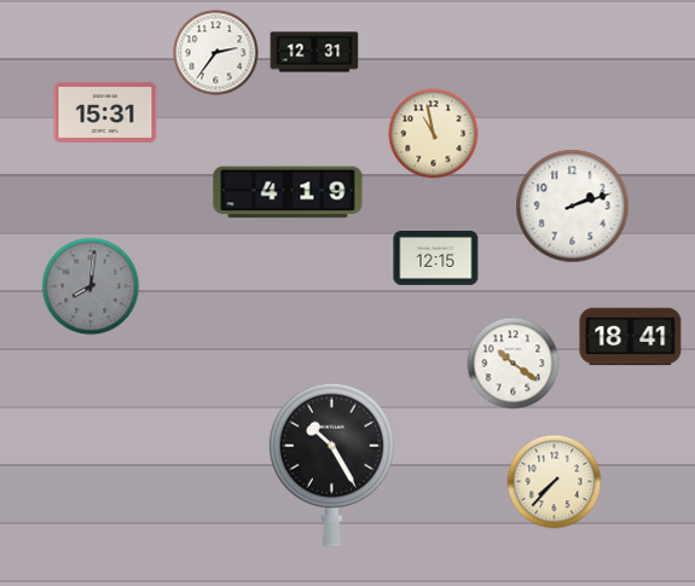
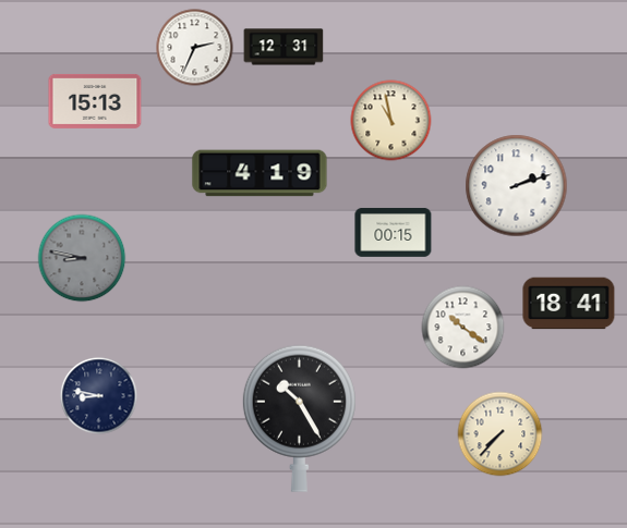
clock at (216, 53): 2:36 -> 2:34
clock at (105, 112): 15:31 -> 15:13
clock at (436, 259): 12:15 -> 00:15
clock at (91, 286): 8:01 -> 8:47
clock at (99, 396): none -> 8:47
